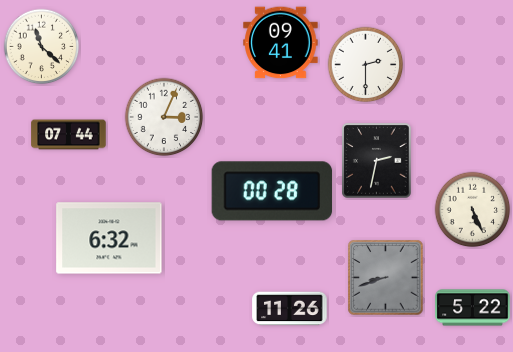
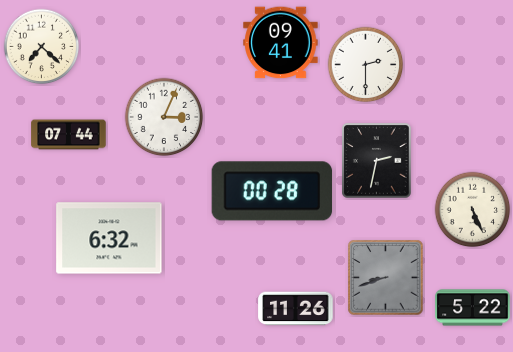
clock at (42, 47): 11:22 -> 7:22
clock at (290, 309) position: (290, 309) -> (296, 309)
